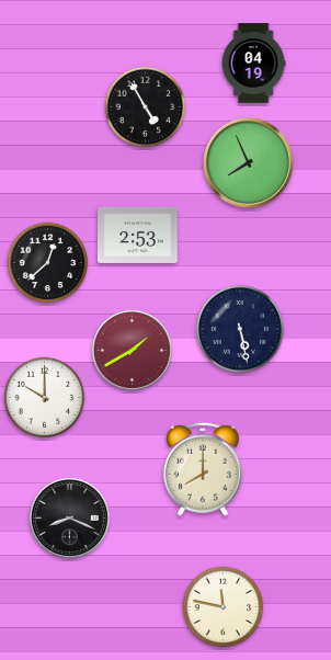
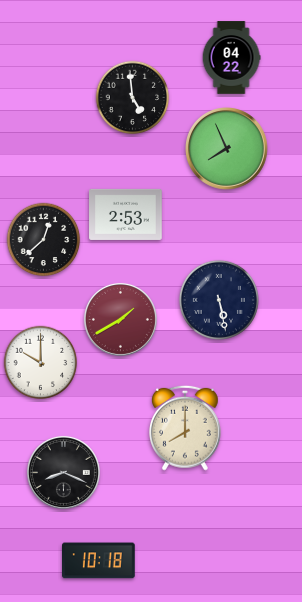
clock at (253, 64): 04:19 -> 04:22
clock at (146, 107): 4:55 -> 4:59
clock at (224, 607): 11:47 -> none
clock at (99, 561): none -> 10:18
